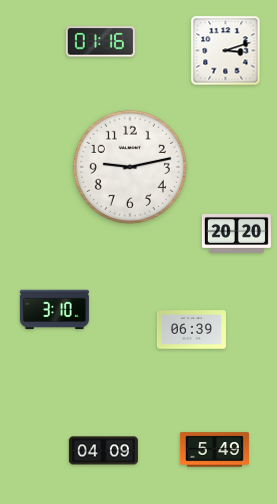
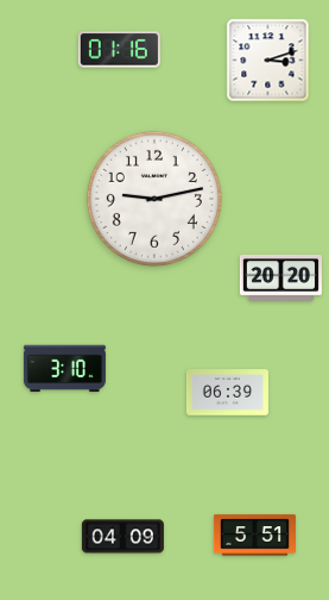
clock at (214, 450): 5:49 -> 5:51
